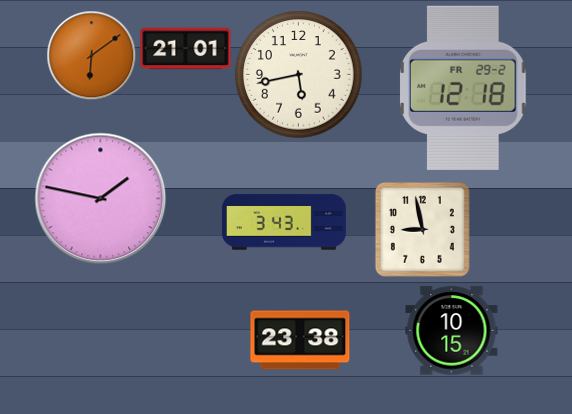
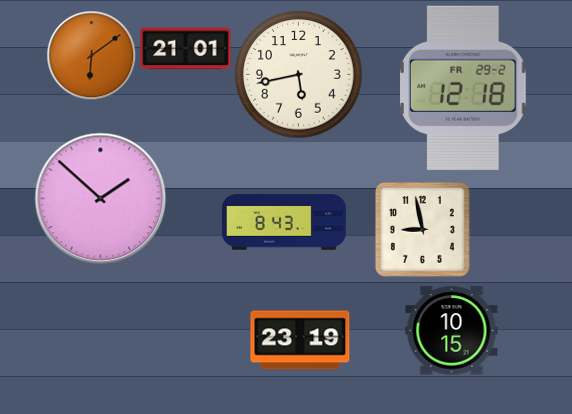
clock at (101, 199): 1:47 -> 1:52
clock at (284, 222): 3:43 -> 8:43
clock at (300, 340): 23:38 -> 23:19
